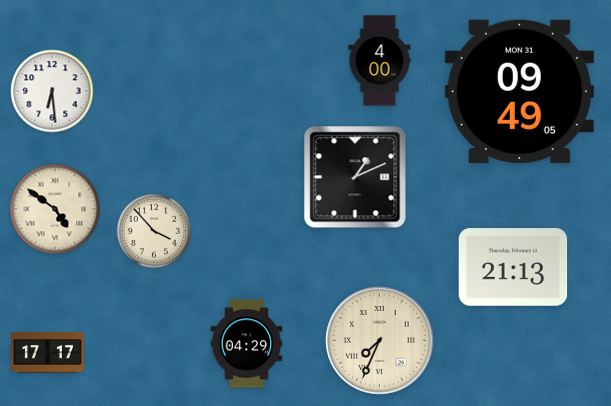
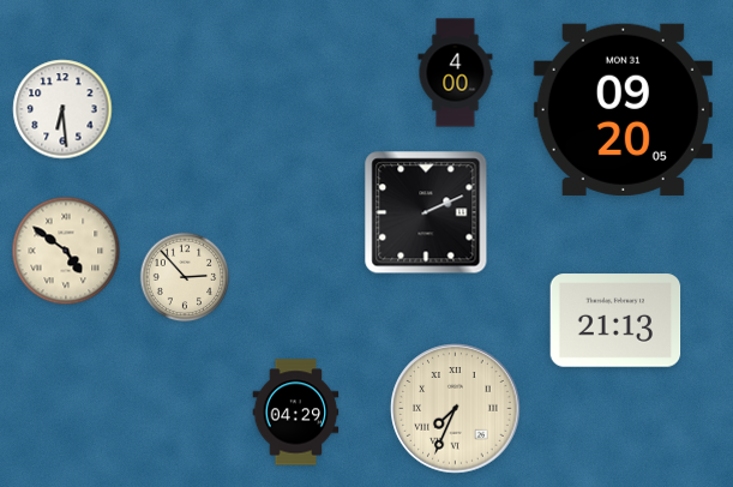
clock at (519, 91): 09:49 -> 09:20
clock at (355, 177): 1:11 -> 2:11
clock at (154, 231): 3:53 -> 2:53
clock at (48, 353): 17:17 -> none
